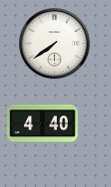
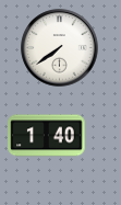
clock at (43, 124): 4:40 -> 1:40
